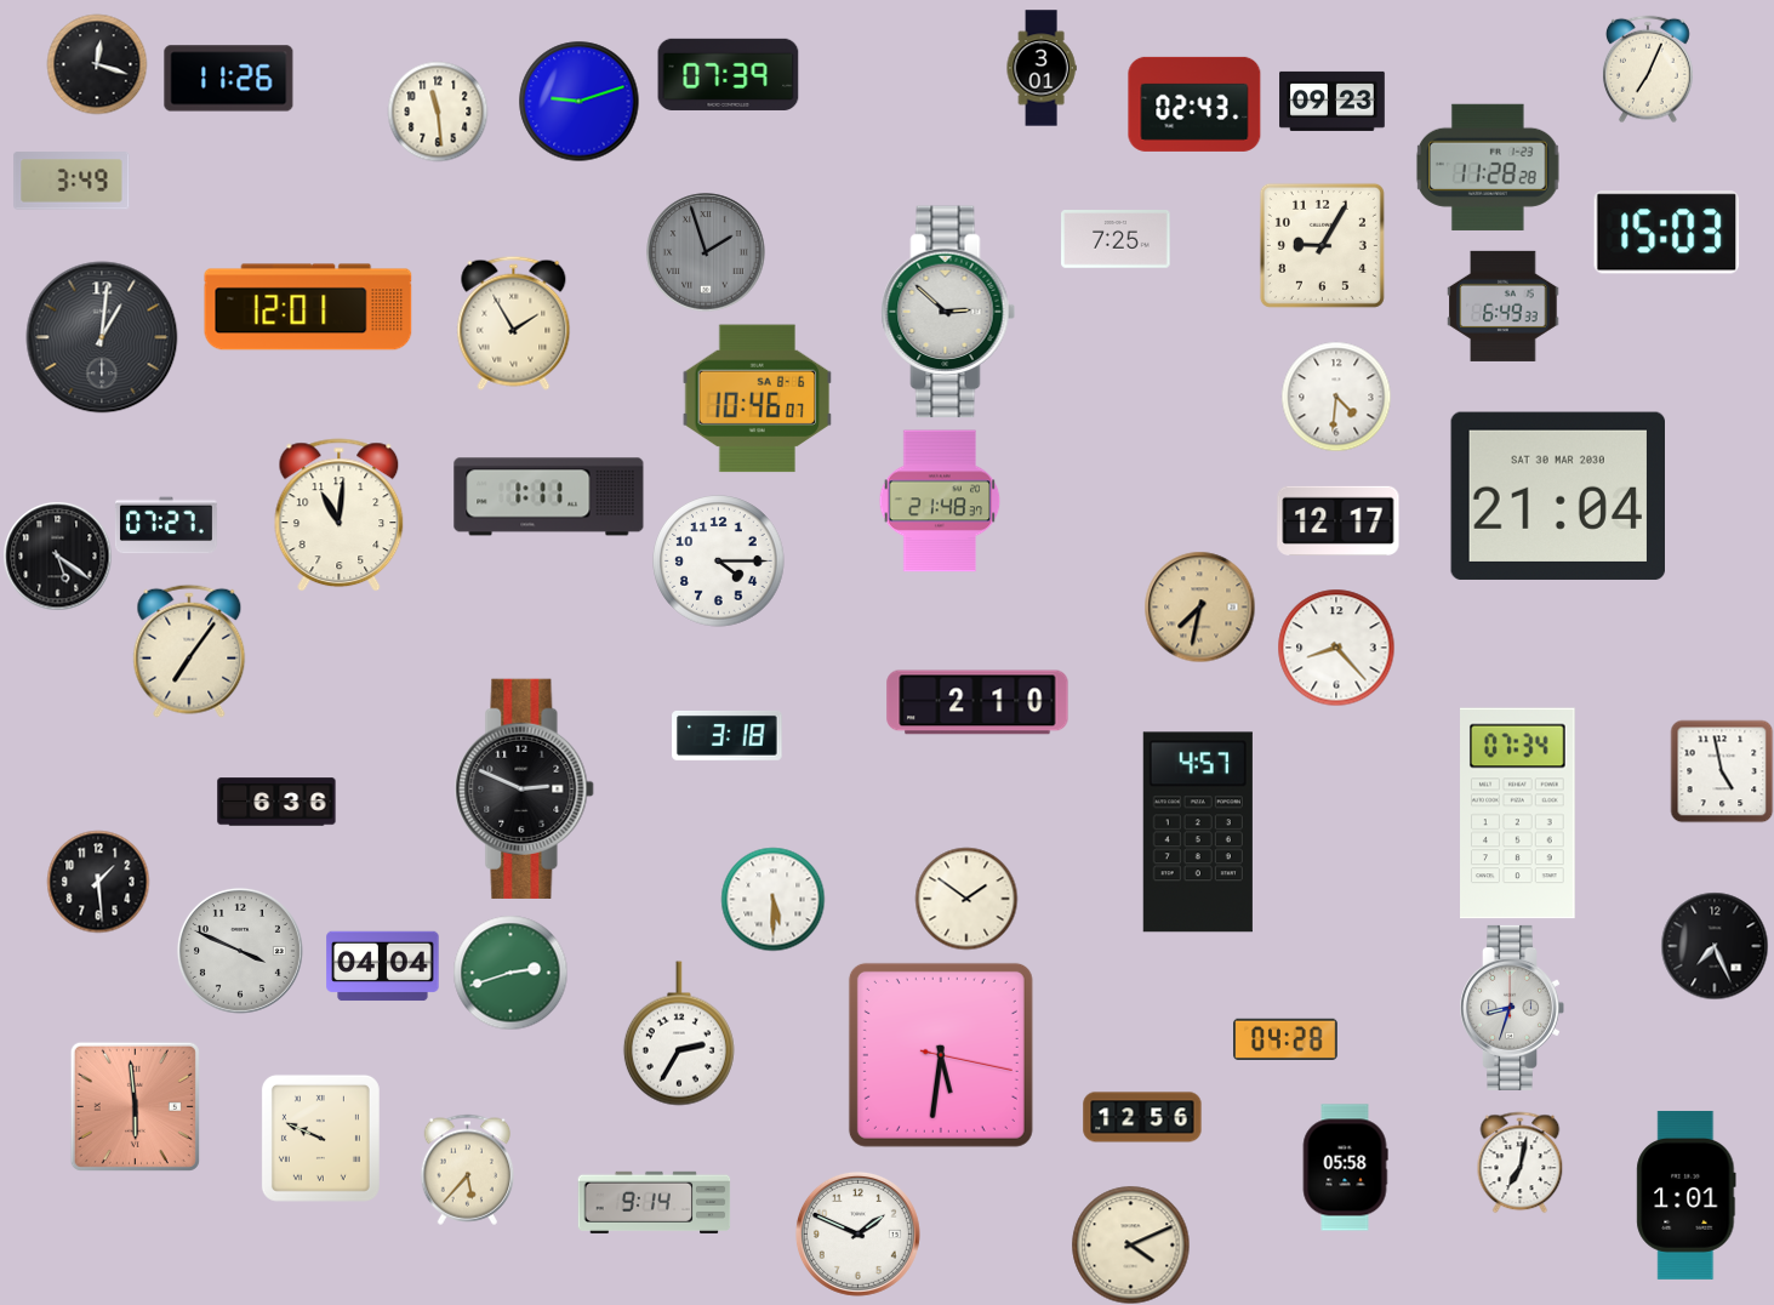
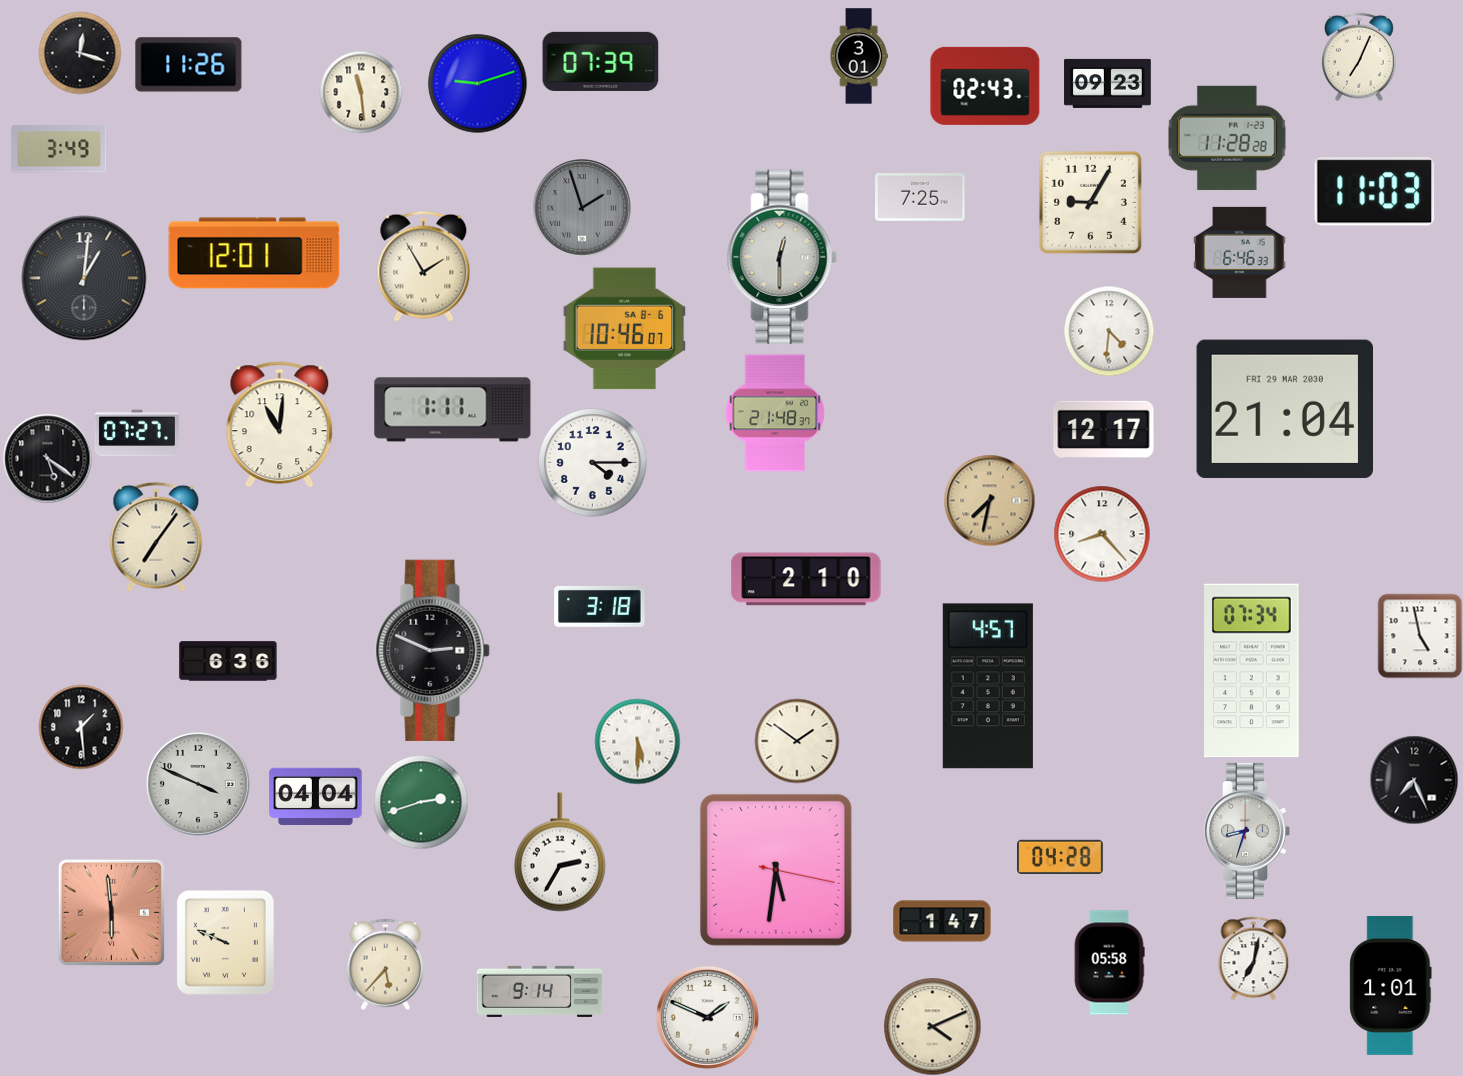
clock at (1333, 101) position: (1333, 101) -> (1108, 83)
clock at (1667, 233): 15:03 -> 11:03
clock at (1504, 306): 6:49 -> 6:46
clock at (948, 312): 2:52 -> 12:30
clock at (1336, 397) position: (1336, 397) -> (1109, 331)
clock at (1557, 496) date: SAT 30 MAR 2030 -> FRI 29 MAR 2030
clock at (1142, 1117): 12:56 -> 1:47
clock at (320, 1138) position: (320, 1138) -> (225, 942)
